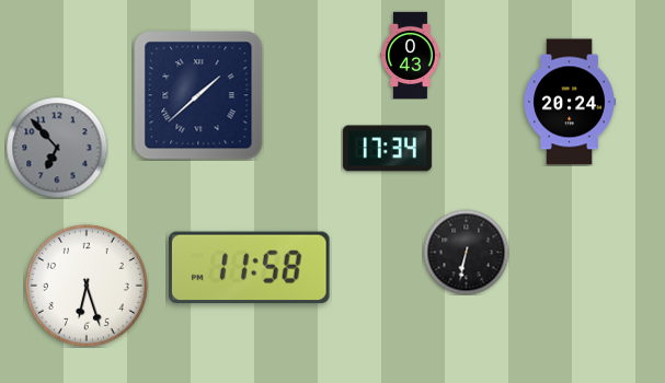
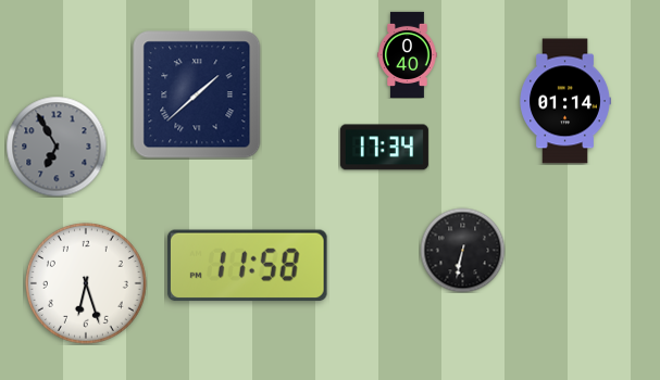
clock at (411, 55): 0:43 -> 0:40
clock at (570, 102): 20:24 -> 01:14
clock at (57, 148): 6:53 -> 6:55
